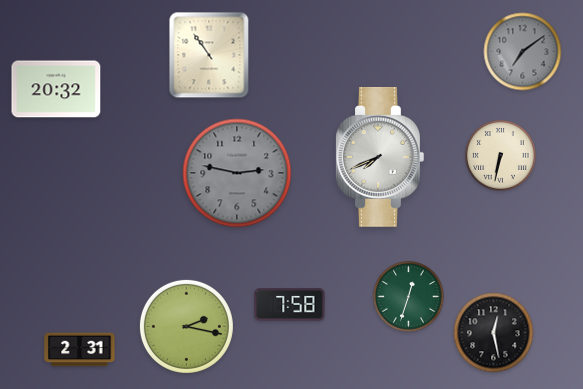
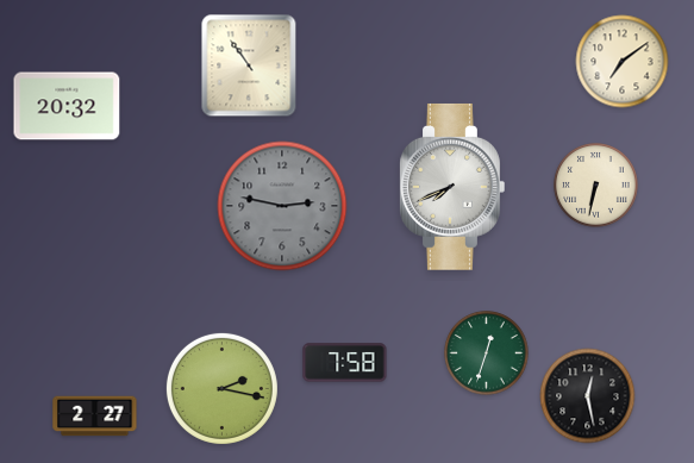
clock at (523, 52) dial: grey -> cream
clock at (80, 350): 2:31 -> 2:27
